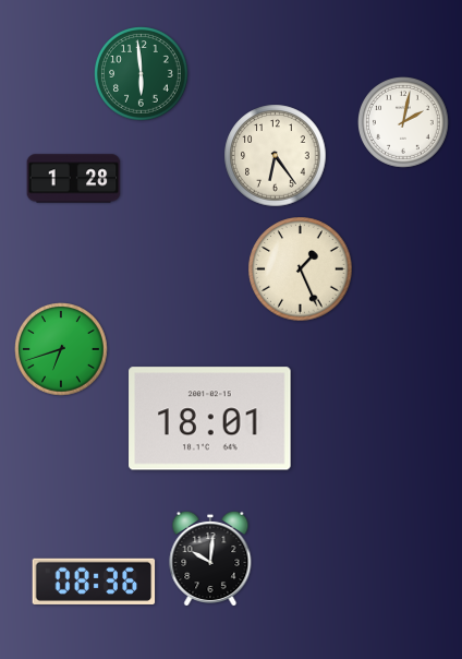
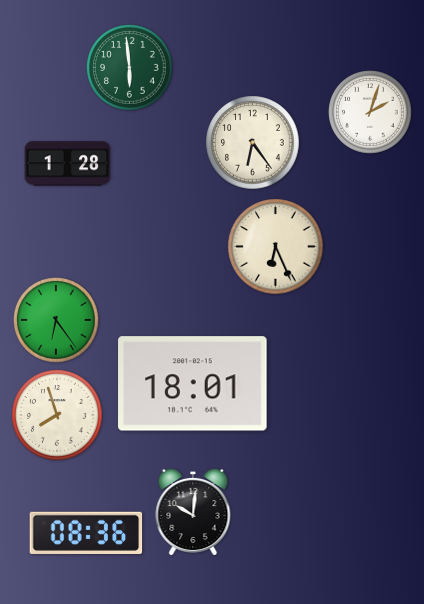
clock at (404, 123): 2:02 -> 2:03
clock at (301, 269): 1:26 -> 6:26
clock at (61, 349): 6:42 -> 6:24
clock at (57, 415): none -> 7:57
